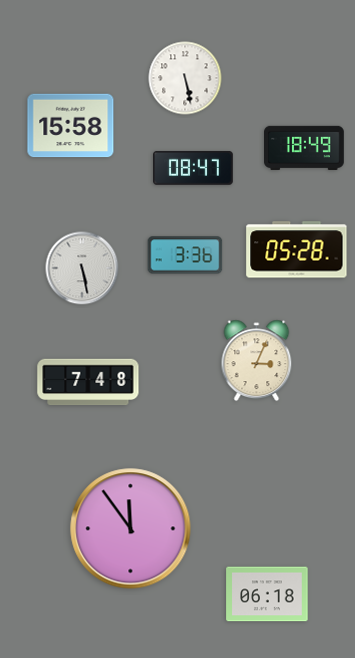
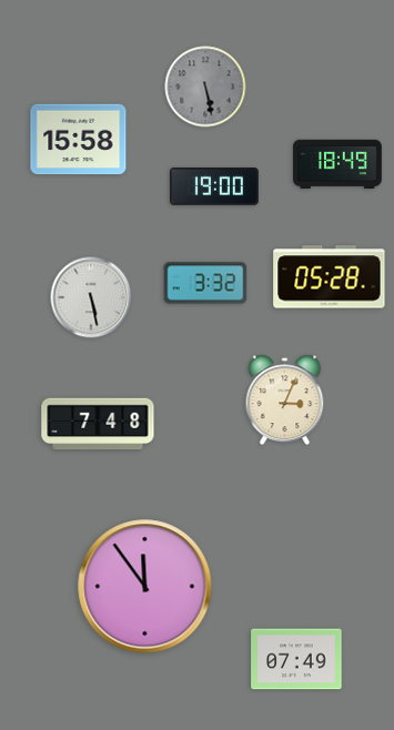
clock at (185, 78) dial: white -> grey
clock at (194, 168): 08:47 -> 19:00
clock at (185, 255): 3:36 -> 3:32
clock at (267, 594): 06:18 -> 07:49
